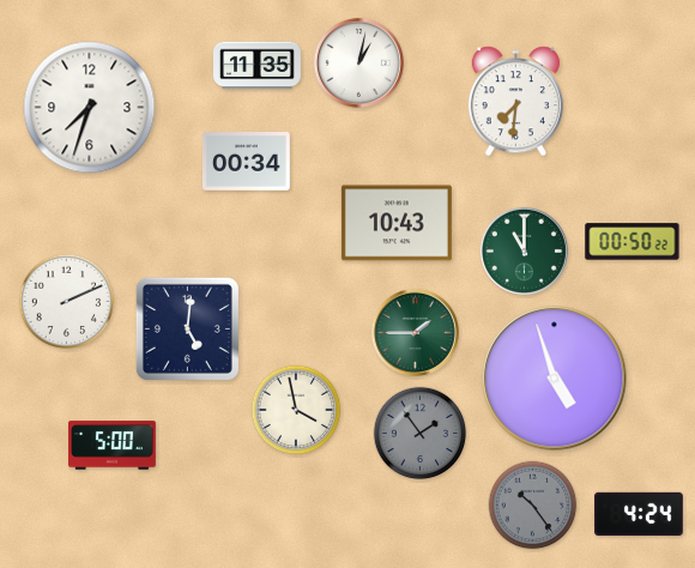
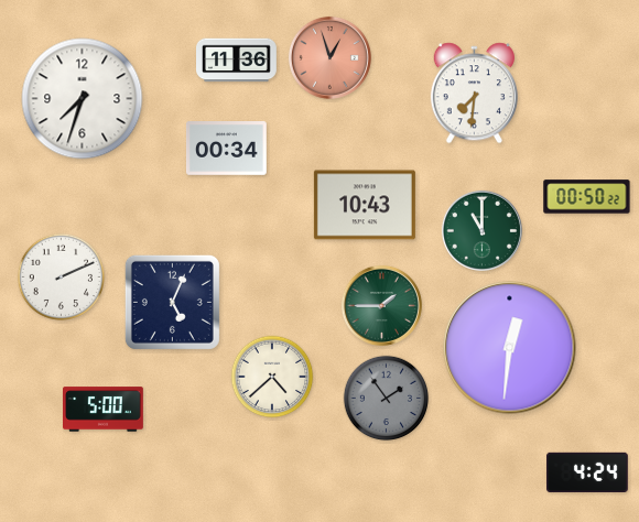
clock at (358, 62): 1:02 -> 12:57
clock at (358, 62) dial: white -> salmon
clock at (258, 66): 11:35 -> 11:36
clock at (633, 242) position: (633, 242) -> (587, 197)
clock at (187, 328): 5:01 -> 5:04
clock at (555, 379): 4:57 -> 12:31
clock at (296, 410): 3:58 -> 4:38
clock at (533, 506): 10:24 -> none
